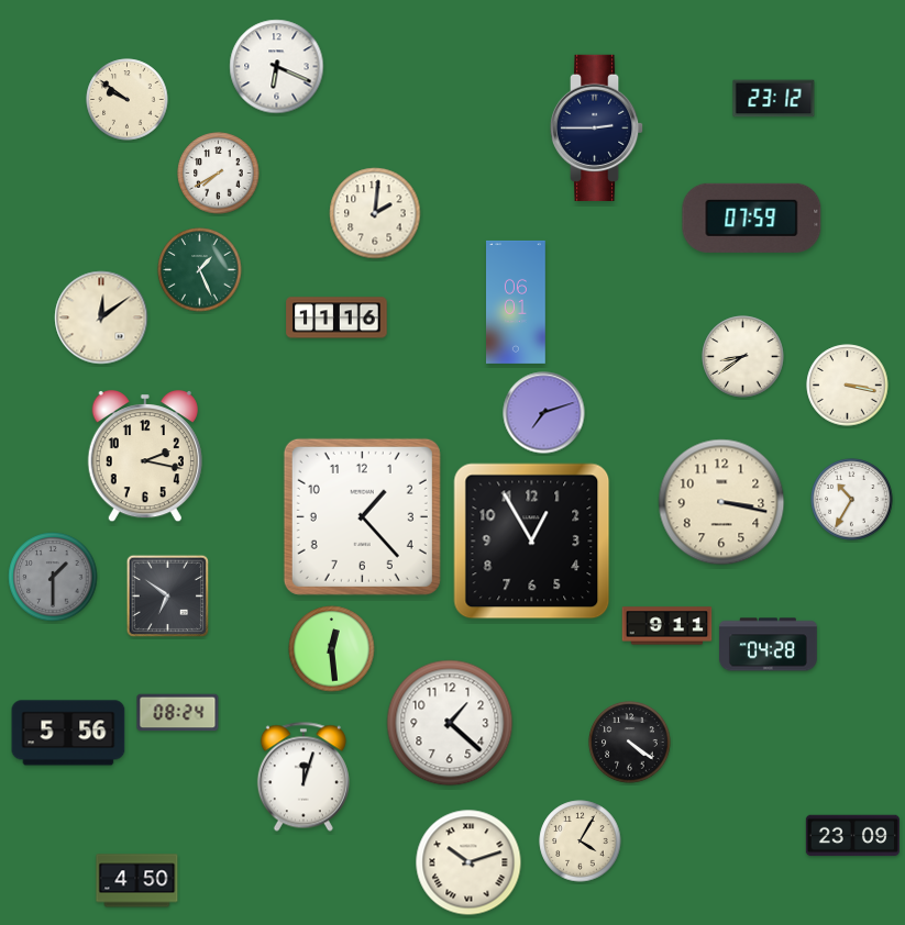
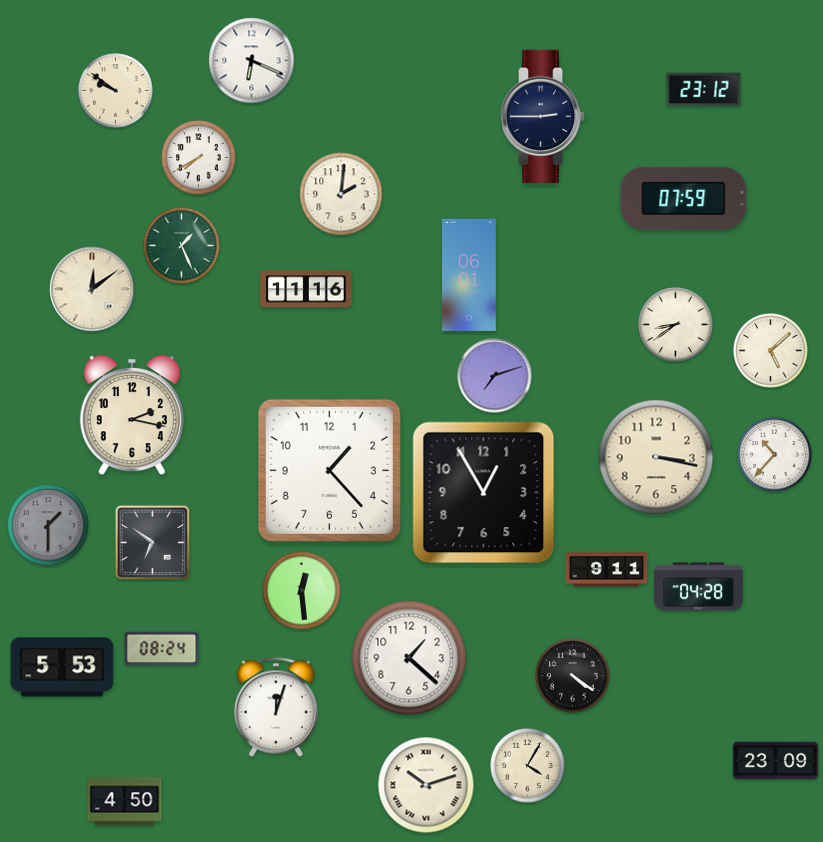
clock at (848, 386): 3:17 -> 5:08
clock at (852, 500): 10:35 -> 10:37
clock at (68, 733): 5:56 -> 5:53
